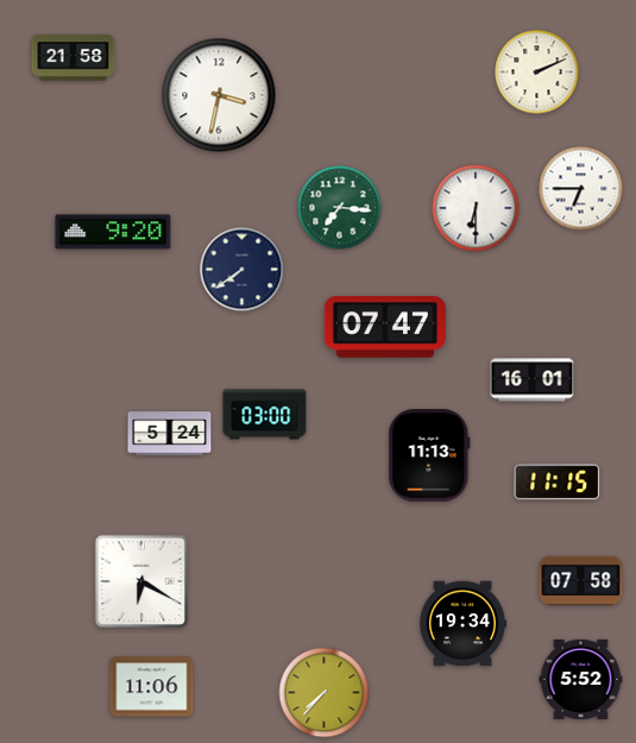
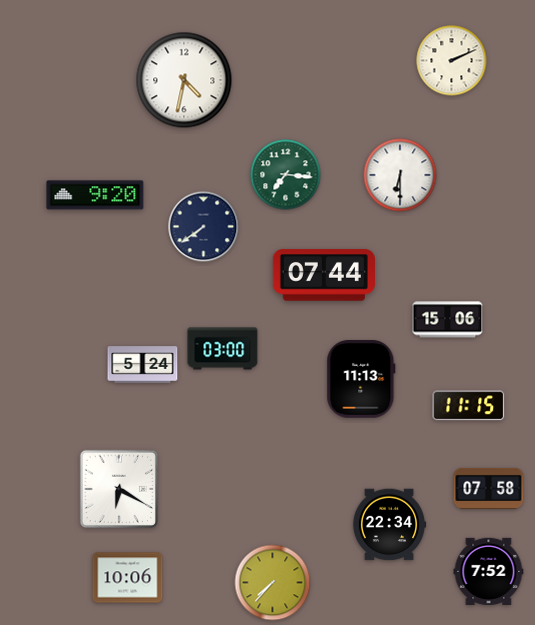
clock at (74, 58): 21:58 -> none
clock at (219, 95): 3:32 -> 4:32
clock at (581, 189): 6:45 -> none
clock at (385, 327): 07:47 -> 07:44
clock at (533, 380): 16:01 -> 15:06
clock at (429, 455) position: (429, 455) -> (361, 379)
clock at (462, 624): 19:34 -> 22:34
clock at (581, 679): 5:52 -> 7:52
clock at (152, 687): 11:06 -> 10:06
